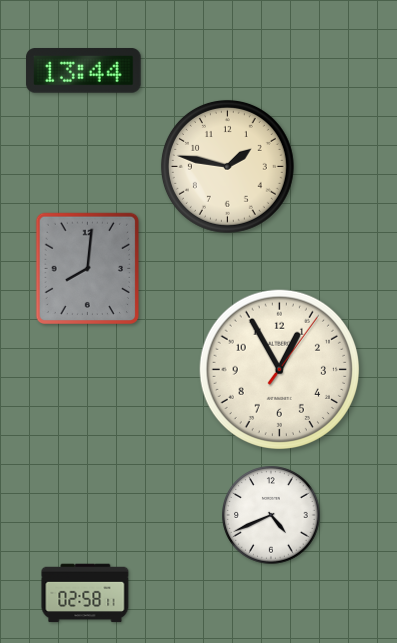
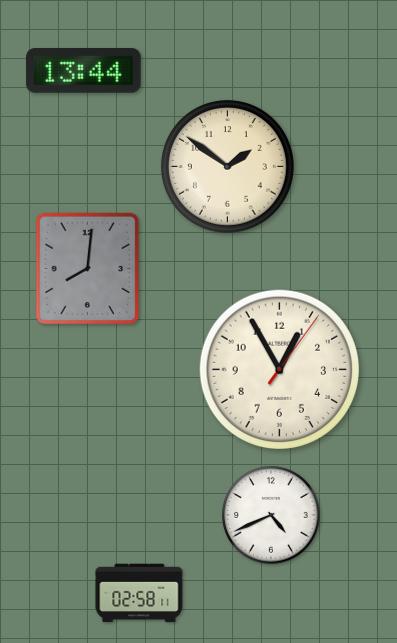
clock at (227, 166): 1:47 -> 1:51
clock at (85, 593) position: (85, 593) -> (139, 593)
